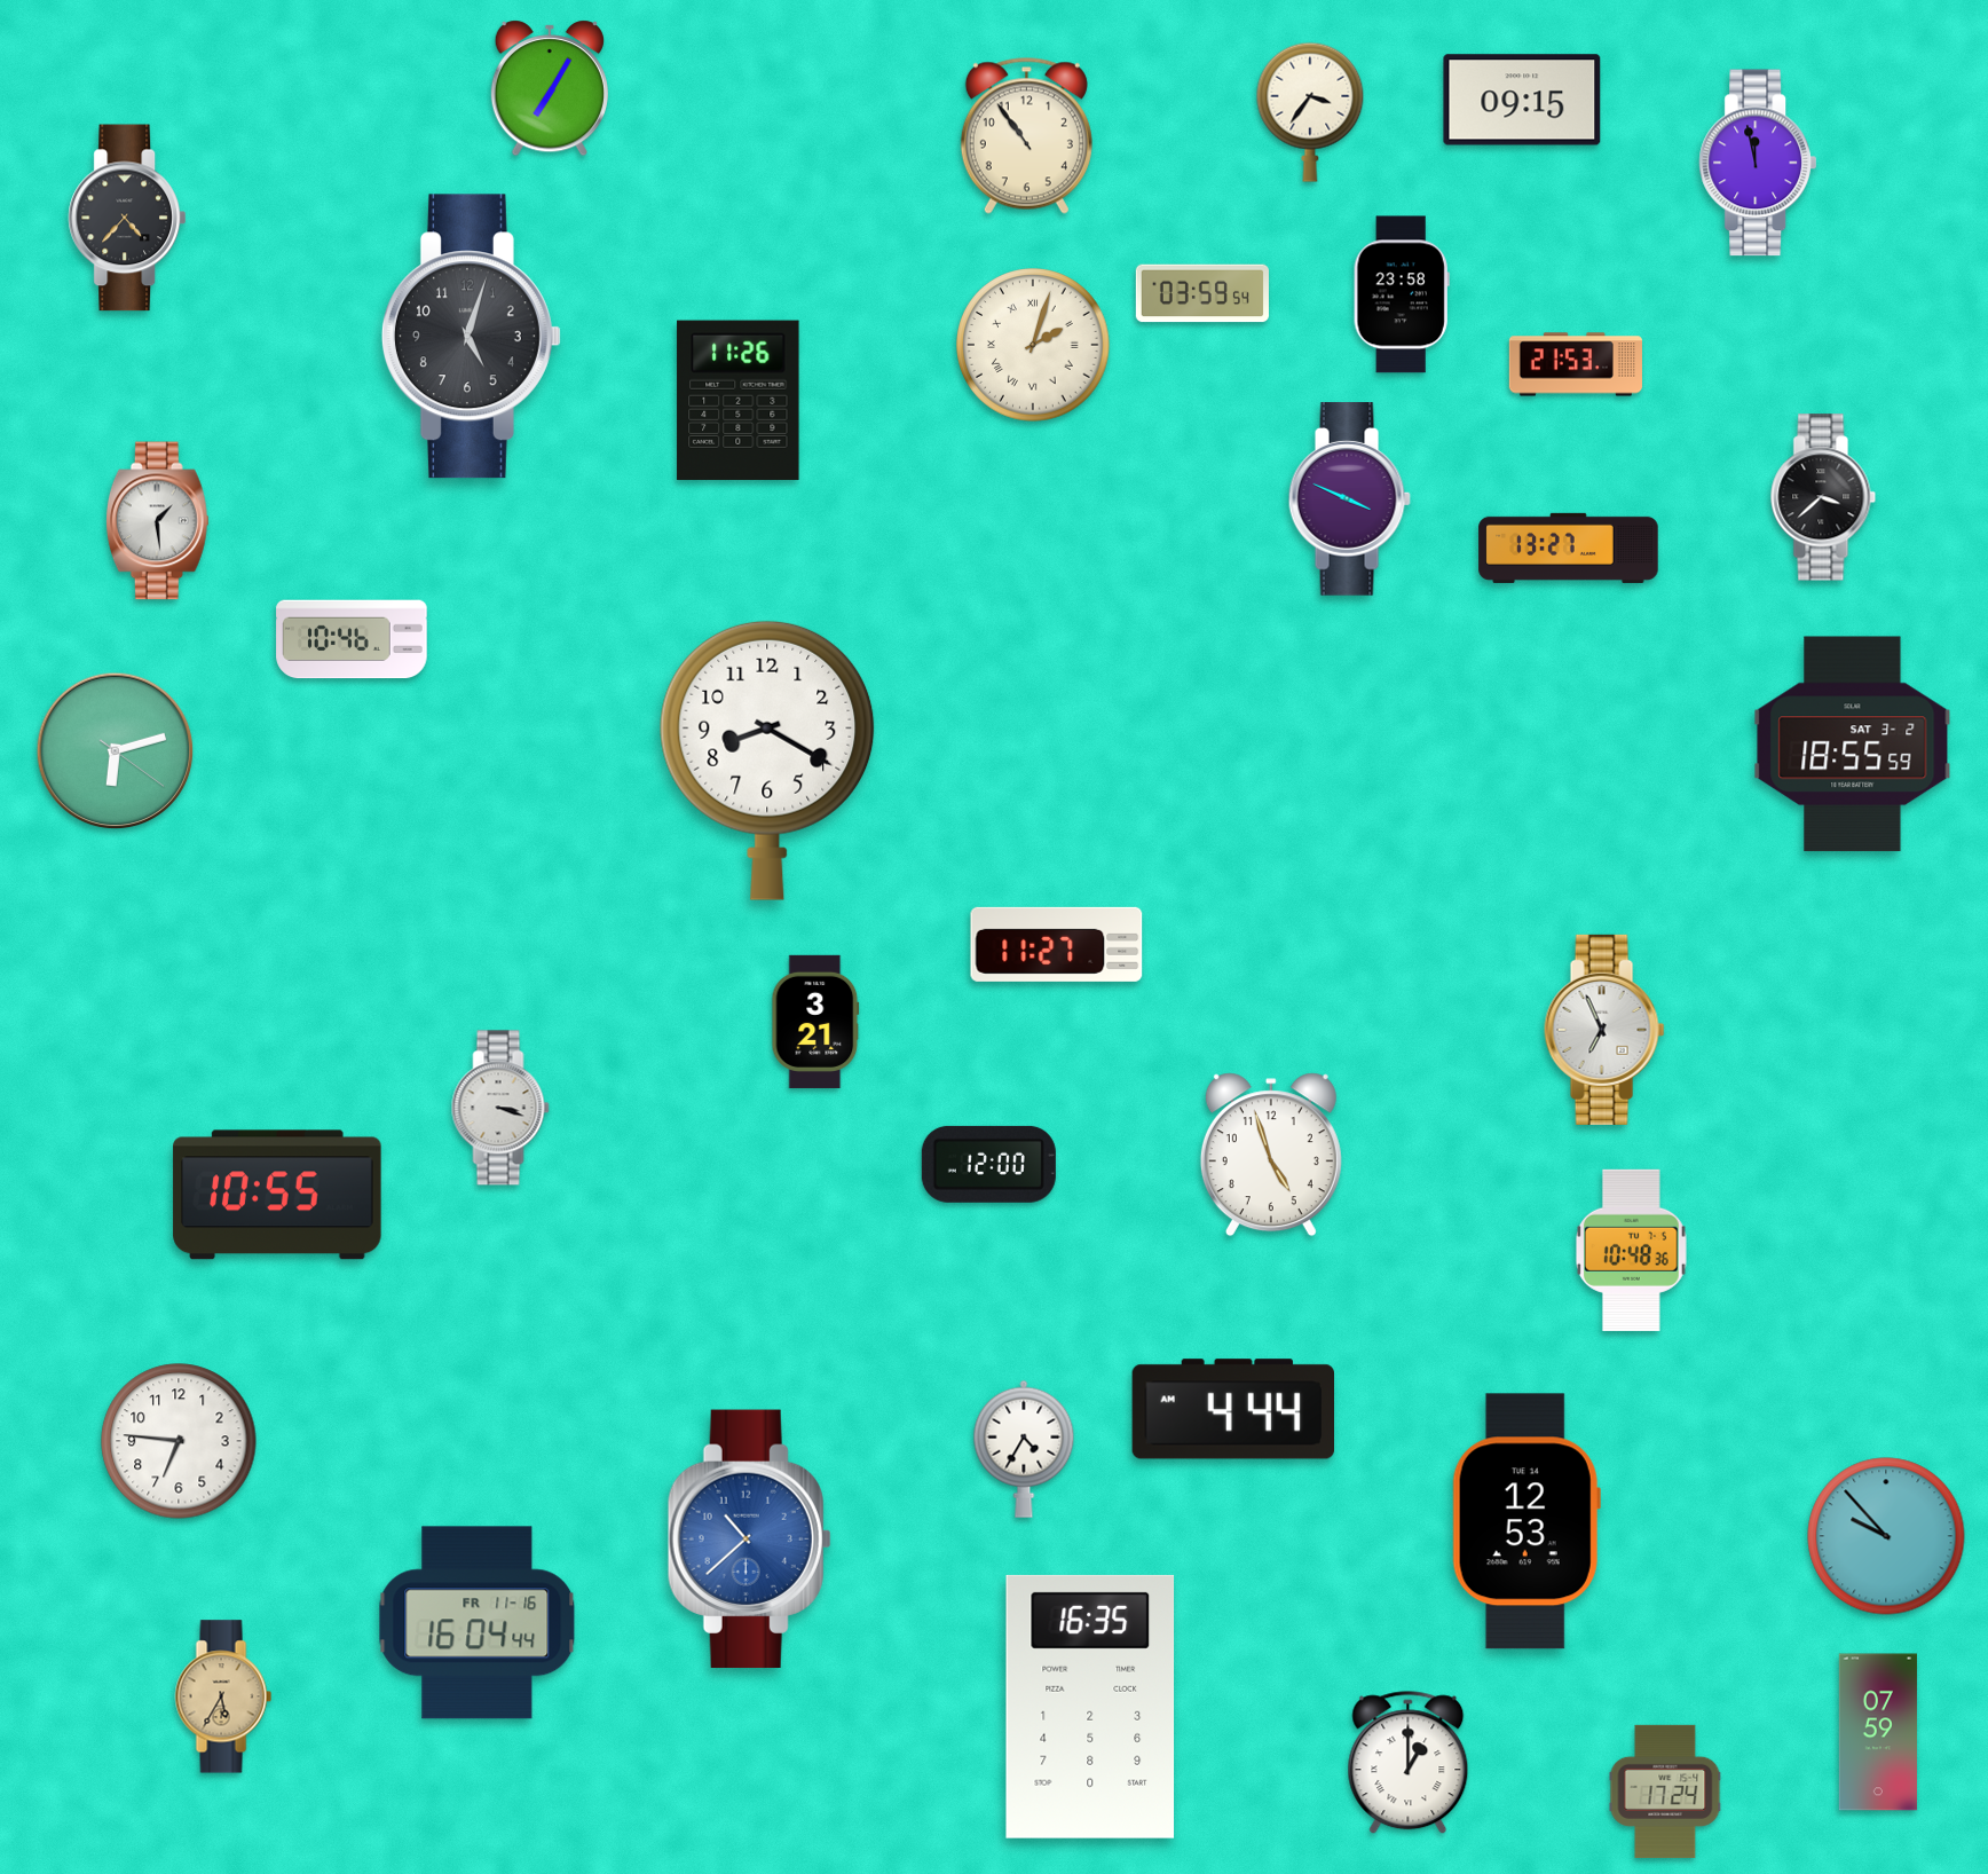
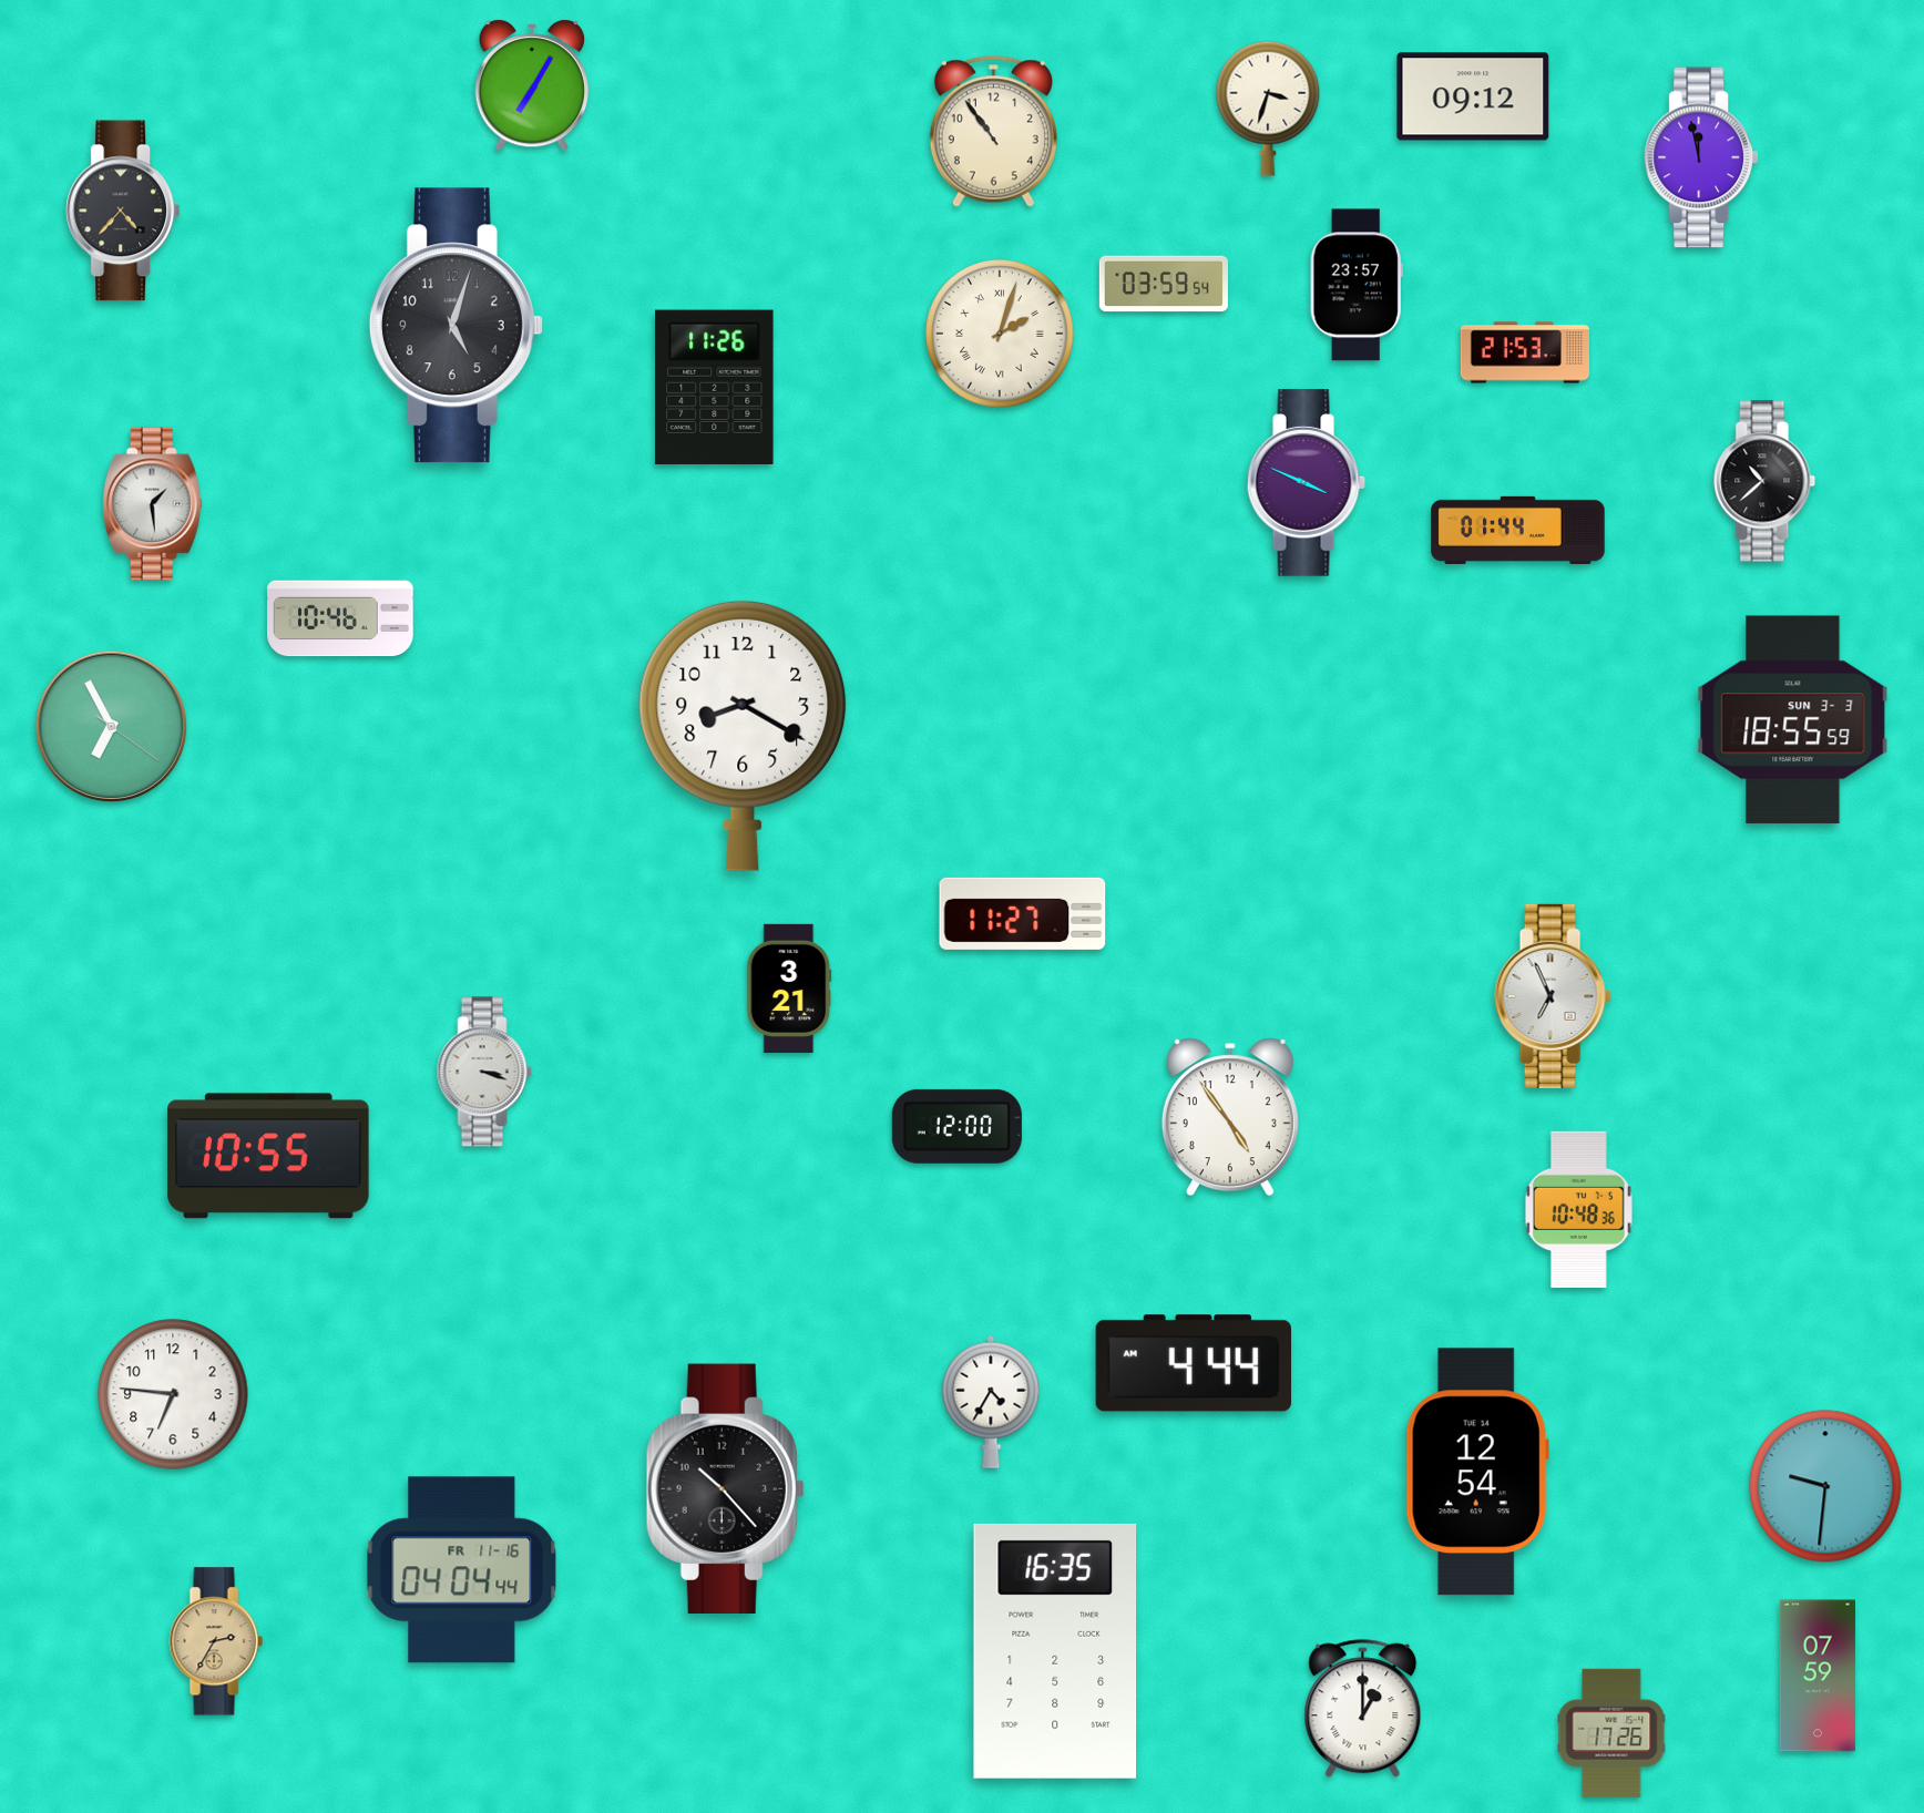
clock at (1522, 100): 09:15 -> 09:12
clock at (1310, 112): 3:36 -> 3:33
clock at (1402, 294): 23:58 -> 23:57
clock at (1823, 497): 3:38 -> 10:38
clock at (1569, 548): 13:27 -> 01:44
clock at (1853, 745) date: SAT 3-2 -> SUN 3-3
clock at (116, 751): 6:12 -> 6:55
clock at (1271, 1155): 4:57 -> 4:54
clock at (1527, 1521): 12:53 -> 12:54
clock at (1886, 1536): 9:53 -> 9:31
clock at (749, 1538): 10:38 -> 10:23
clock at (749, 1538) dial: blue -> black
clock at (478, 1623): 16:04 -> 04:04
clock at (223, 1696): 5:35 -> 2:35
clock at (1409, 1763) position: (1409, 1763) -> (1363, 1709)
clock at (1665, 1792): 17:24 -> 17:26
